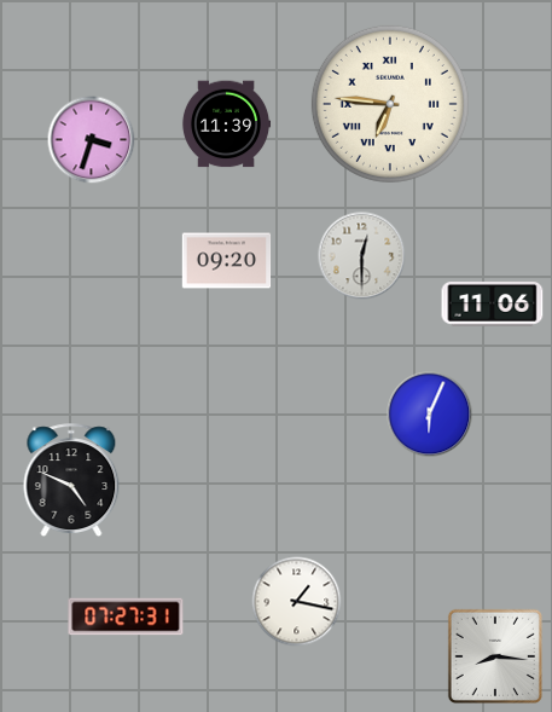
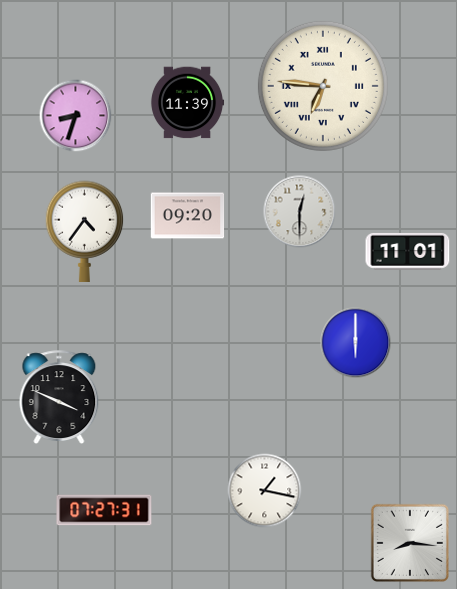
clock at (92, 140): 3:33 -> 8:33
clock at (85, 231): none -> 4:36
clock at (493, 305): 11:06 -> 11:01
clock at (430, 415): 6:04 -> 6:00
clock at (71, 480): 4:49 -> 3:49
clock at (297, 602) position: (297, 602) -> (265, 491)
